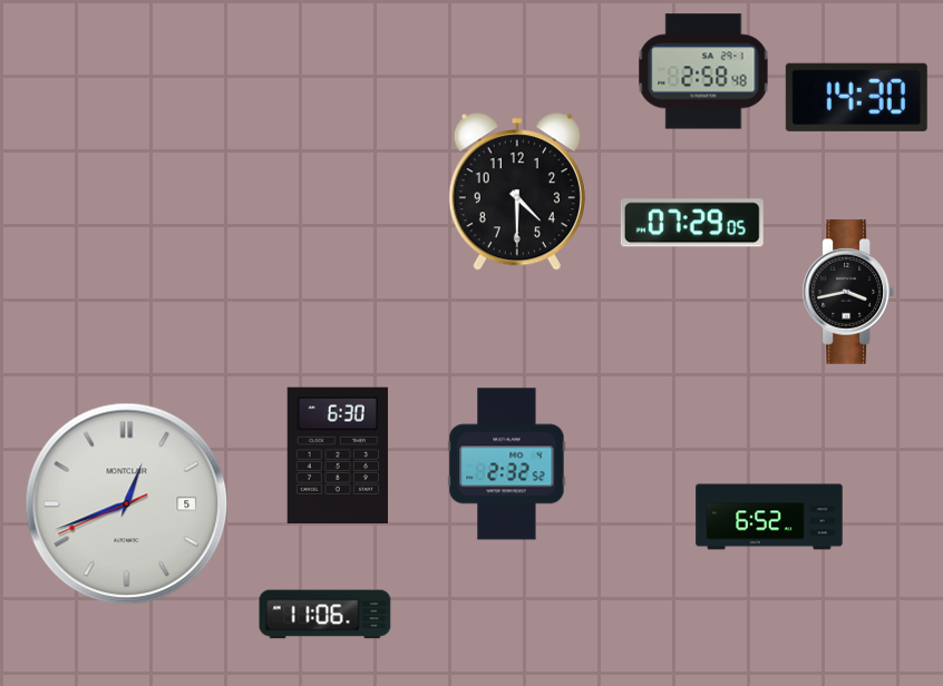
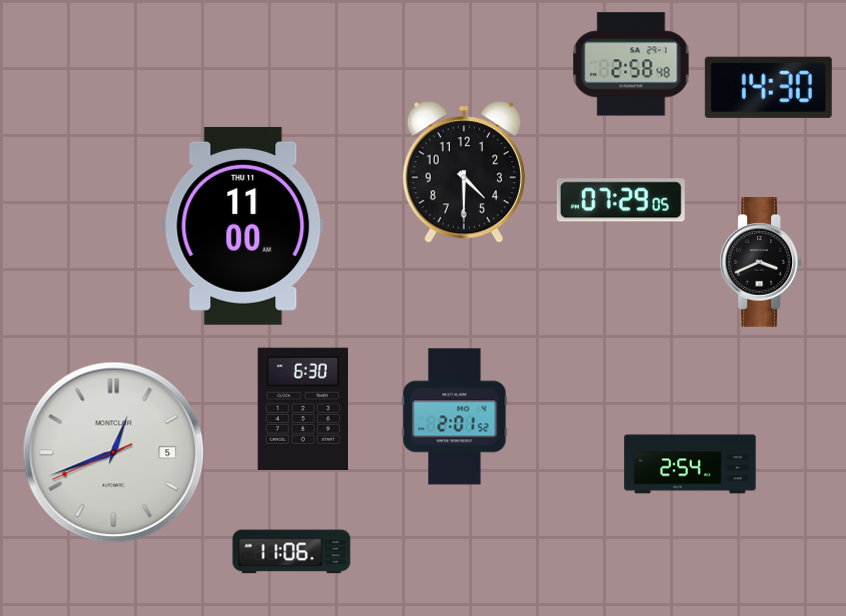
clock at (243, 226): none -> 11:00
clock at (847, 292): 3:43 -> 3:41
clock at (507, 464): 2:32 -> 2:01
clock at (769, 517): 6:52 -> 2:54
